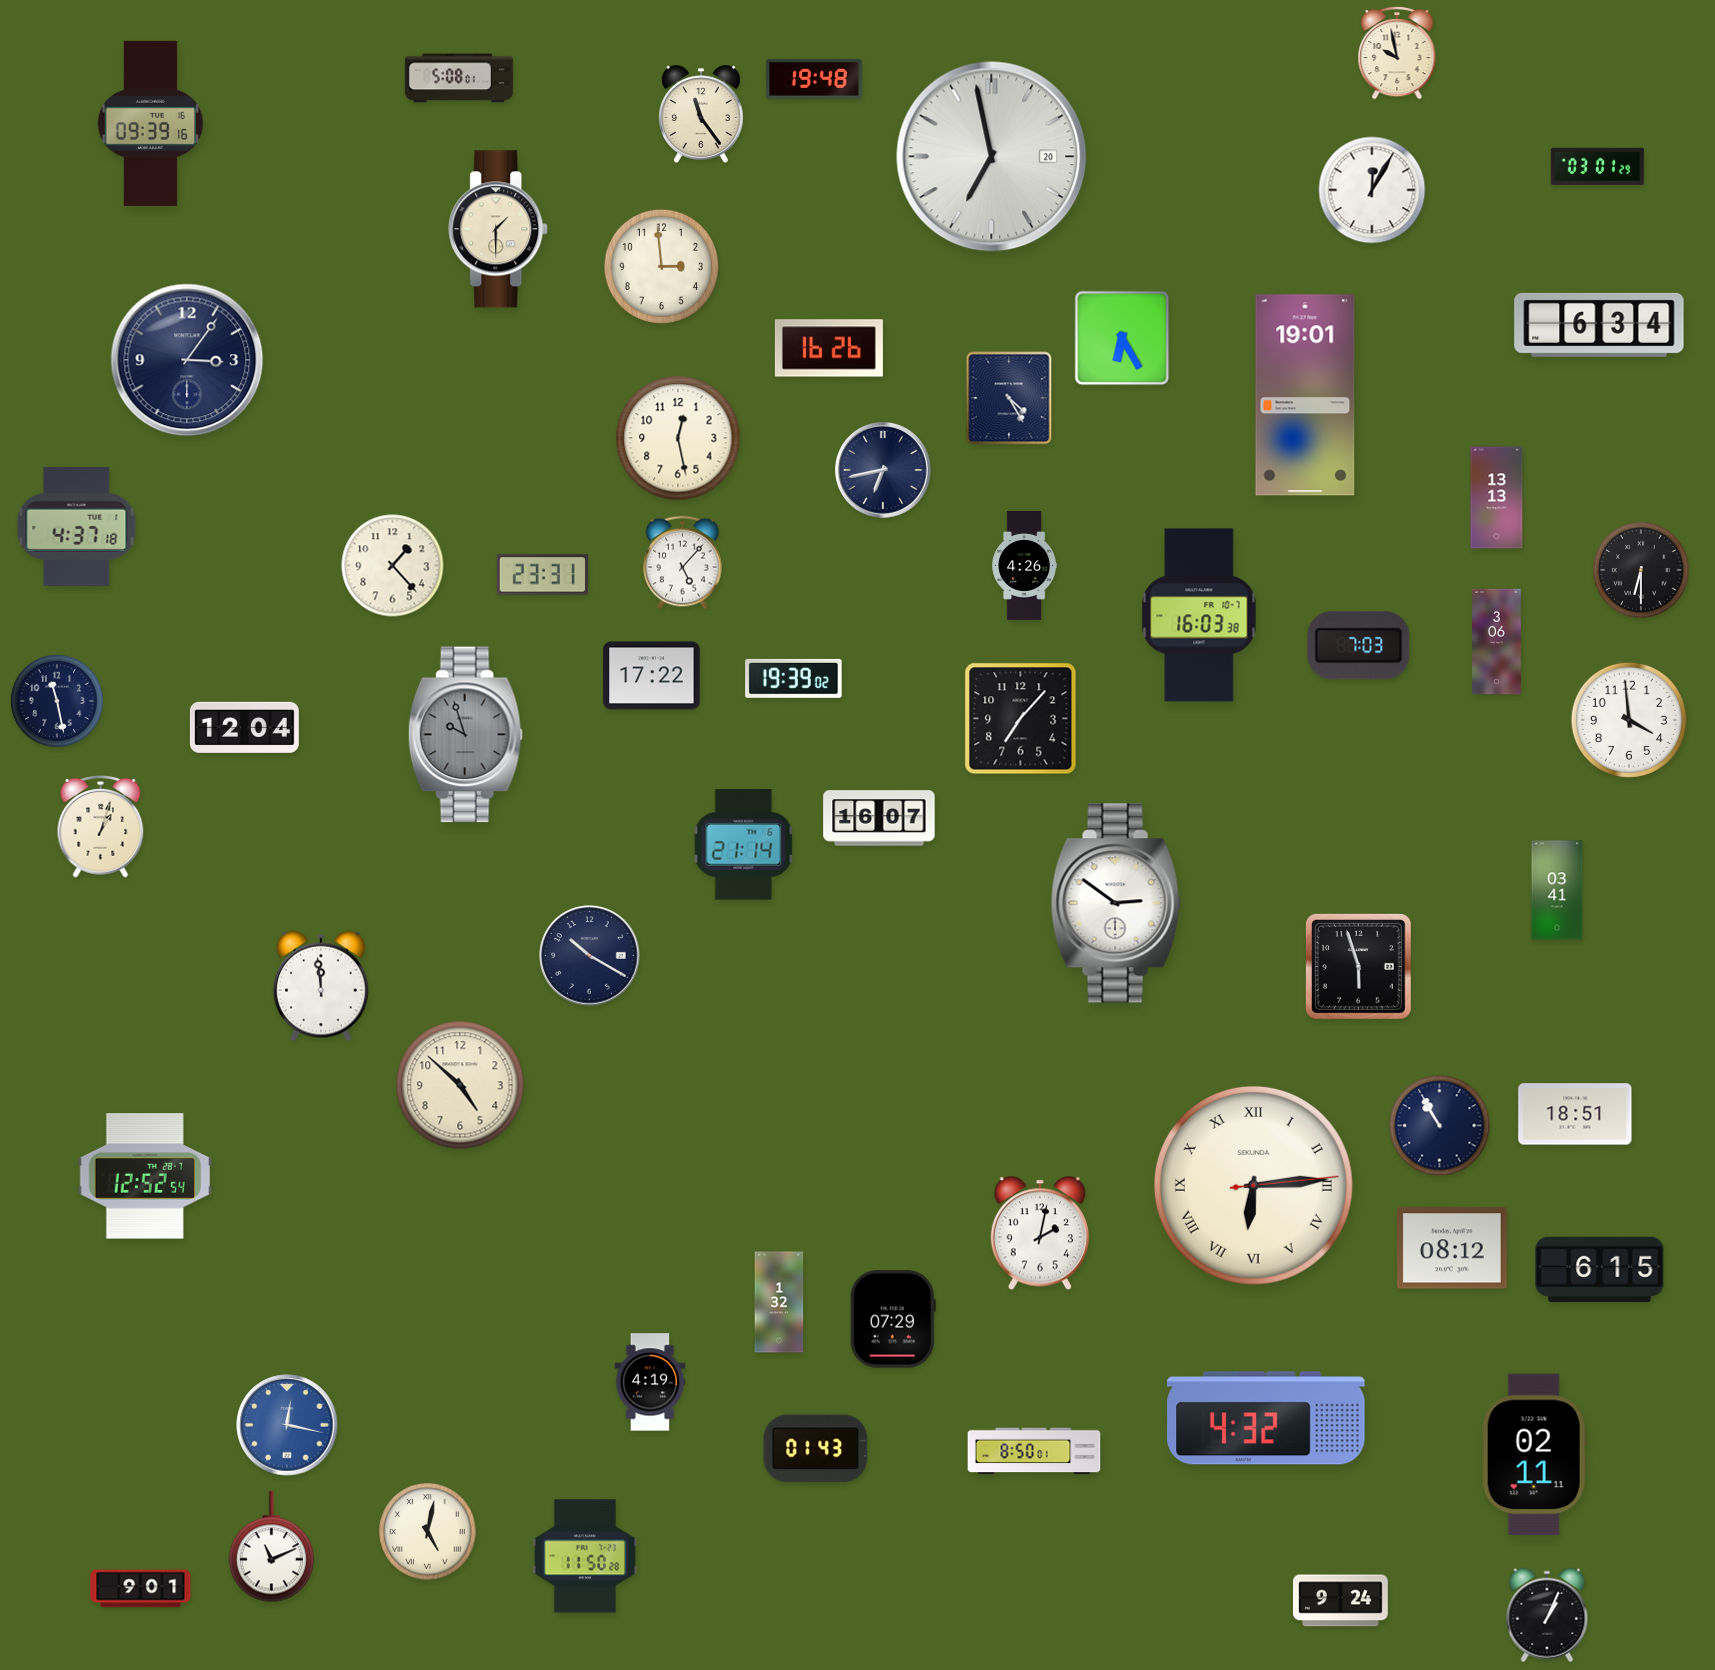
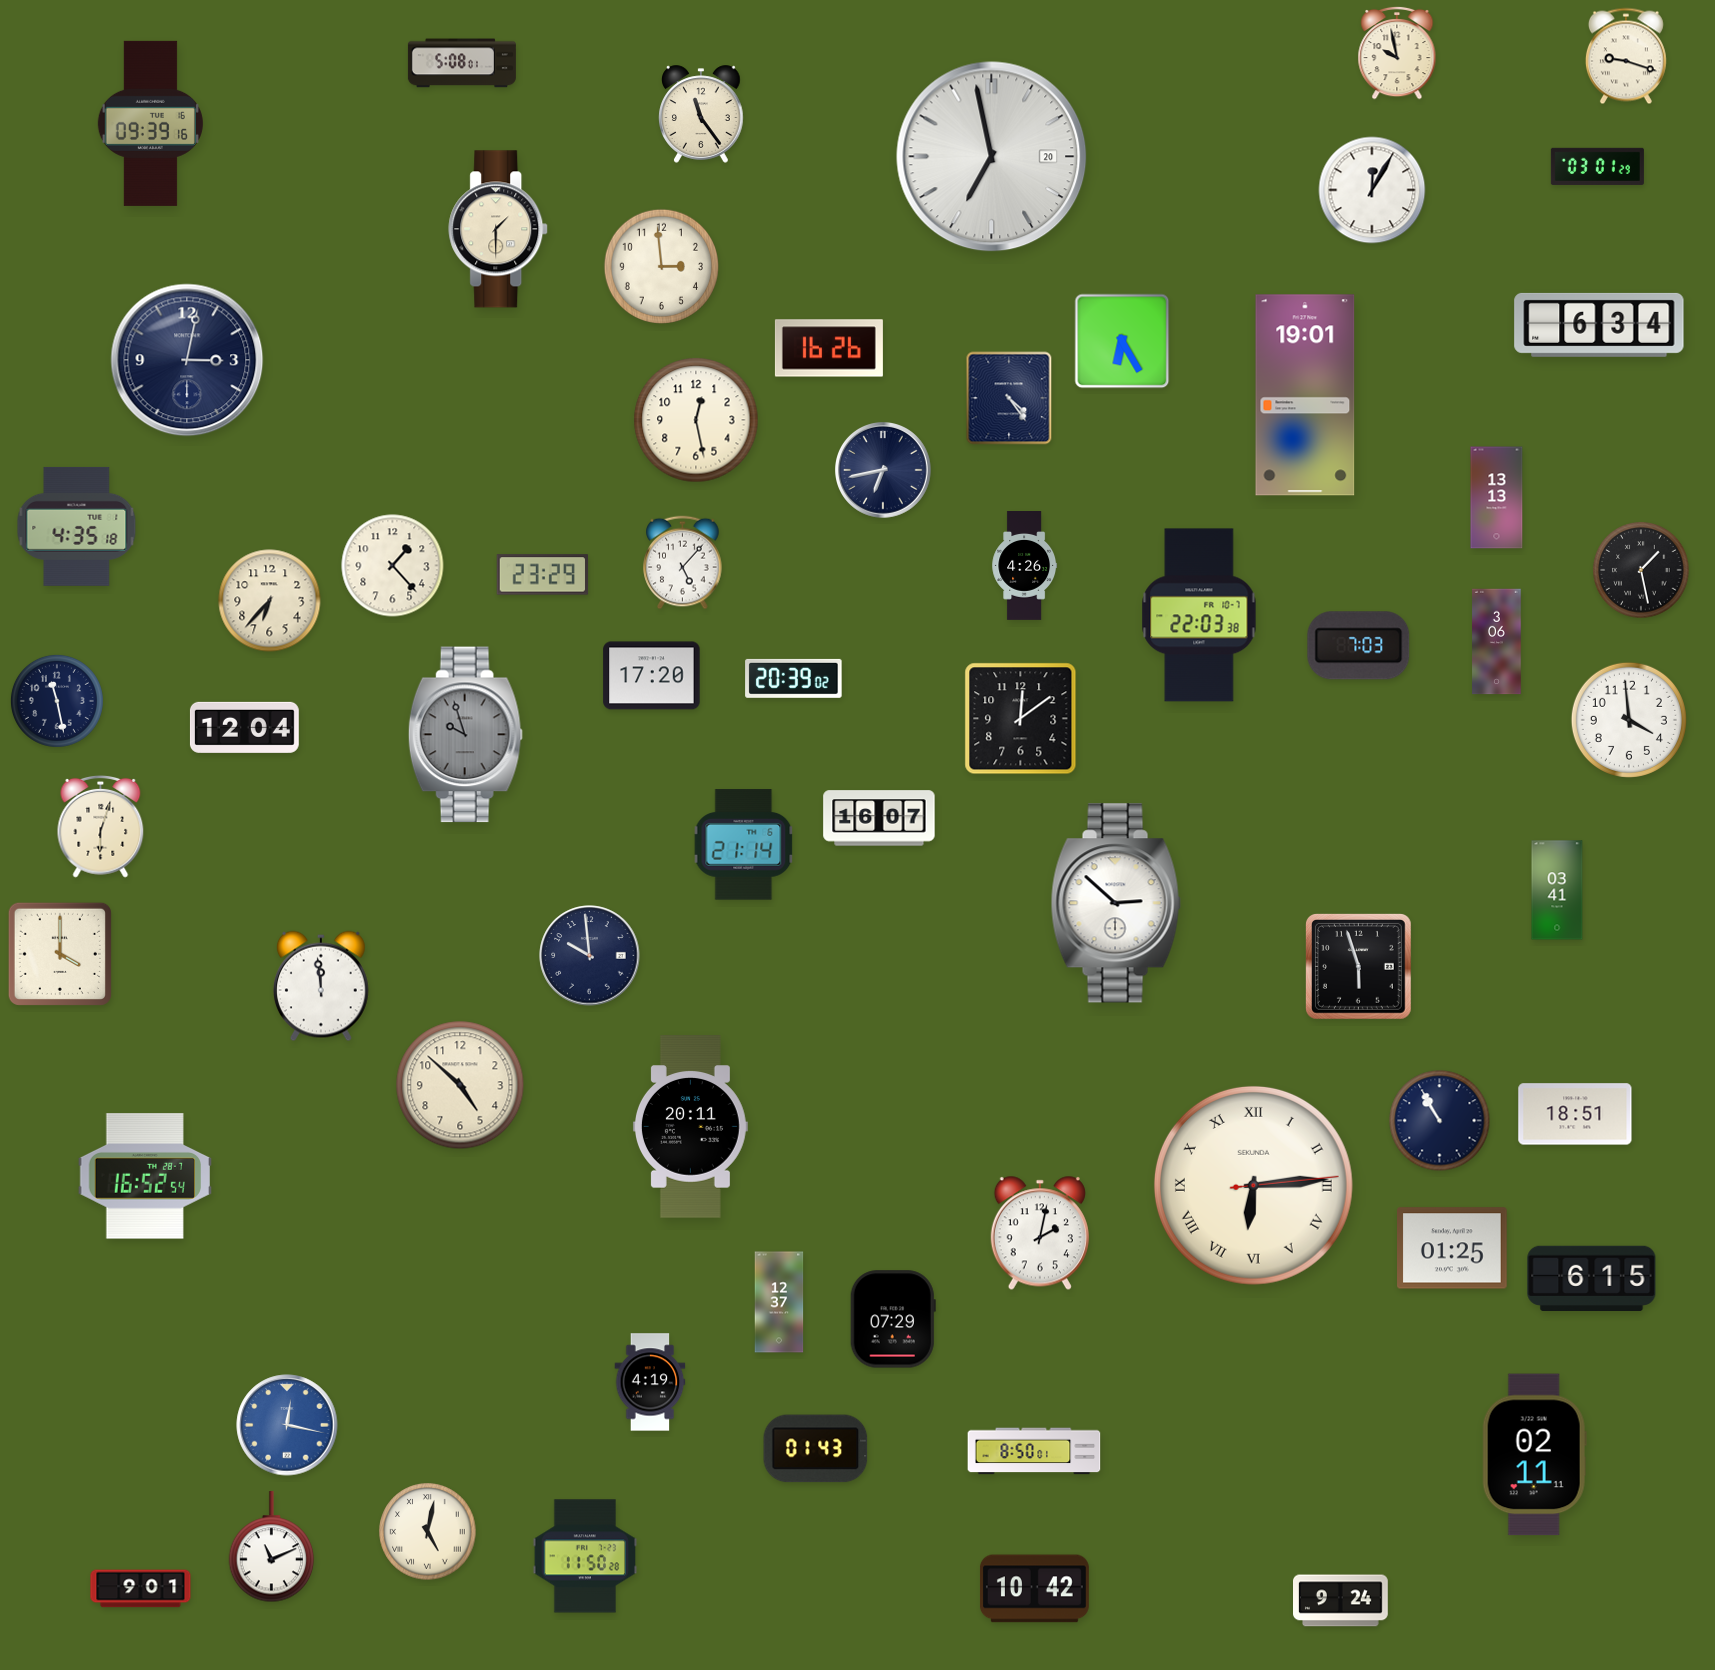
clock at (1626, 56): none -> 9:18
clock at (459, 78) position: (459, 78) -> (462, 63)
clock at (814, 79): 19:48 -> none
clock at (1122, 338) position: (1122, 338) -> (1122, 341)
clock at (187, 360): 3:06 -> 3:02
clock at (1009, 398): 4:25 -> 4:24
clock at (678, 438) position: (678, 438) -> (696, 420)
clock at (77, 526): 4:37 -> 4:35
clock at (1641, 570): 6:30 -> 1:28
clock at (543, 575): 23:31 -> 23:29
clock at (270, 601): none -> 6:37
clock at (1199, 615): 16:03 -> 22:03
clock at (652, 676): 17:22 -> 17:20
clock at (794, 678): 19:39 -> 20:39
clock at (1021, 719): 7:07 -> 12:09
clock at (101, 826): 1:03 -> 6:03
clock at (1116, 903): 2:51 -> 2:52
clock at (60, 954): none -> 4:00
clock at (590, 956): 10:20 -> 9:59
clock at (1440, 1126) position: (1440, 1126) -> (1440, 1121)
clock at (690, 1127): none -> 20:11
clock at (144, 1176): 12:52 -> 16:52
clock at (1453, 1248): 08:12 -> 01:25
clock at (1600, 1269) position: (1600, 1269) -> (1592, 1278)
clock at (779, 1302): 1:32 -> 12:37
clock at (1266, 1418): 4:32 -> none
clock at (1034, 1589): none -> 10:42
clock at (1547, 1615): 1:04 -> none
